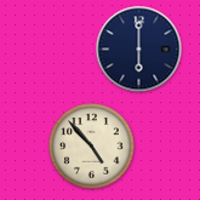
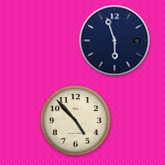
clock at (139, 50): 6:00 -> 5:57
